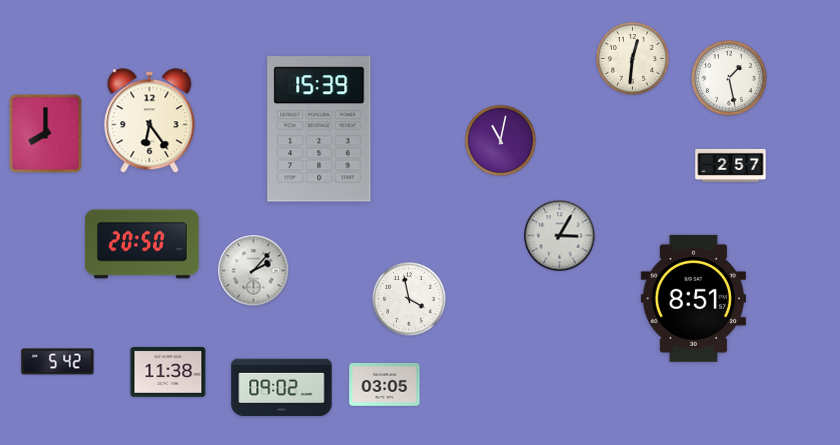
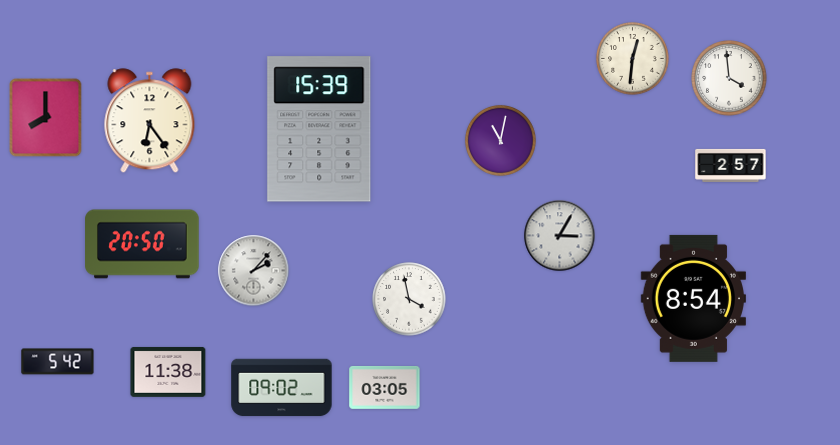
clock at (729, 78): 1:28 -> 3:59
clock at (46, 134) position: (46, 134) -> (46, 118)
clock at (693, 298): 8:51 -> 8:54
clock at (385, 384) position: (385, 384) -> (385, 387)
